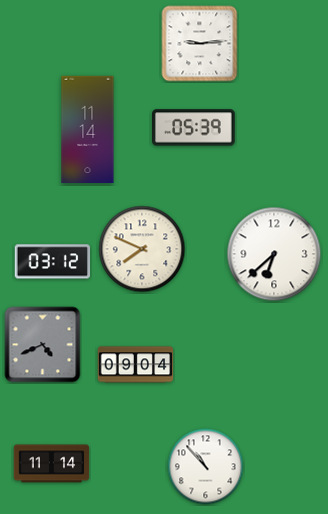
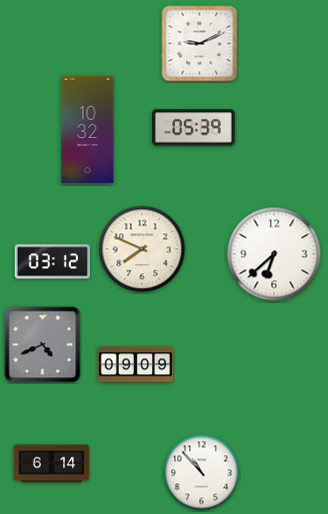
clock at (200, 44): 9:14 -> 9:11
clock at (88, 130): 11:14 -> 10:32
clock at (136, 365): 09:04 -> 09:09
clock at (52, 464): 11:14 -> 6:14
clock at (206, 467) position: (206, 467) -> (202, 473)
